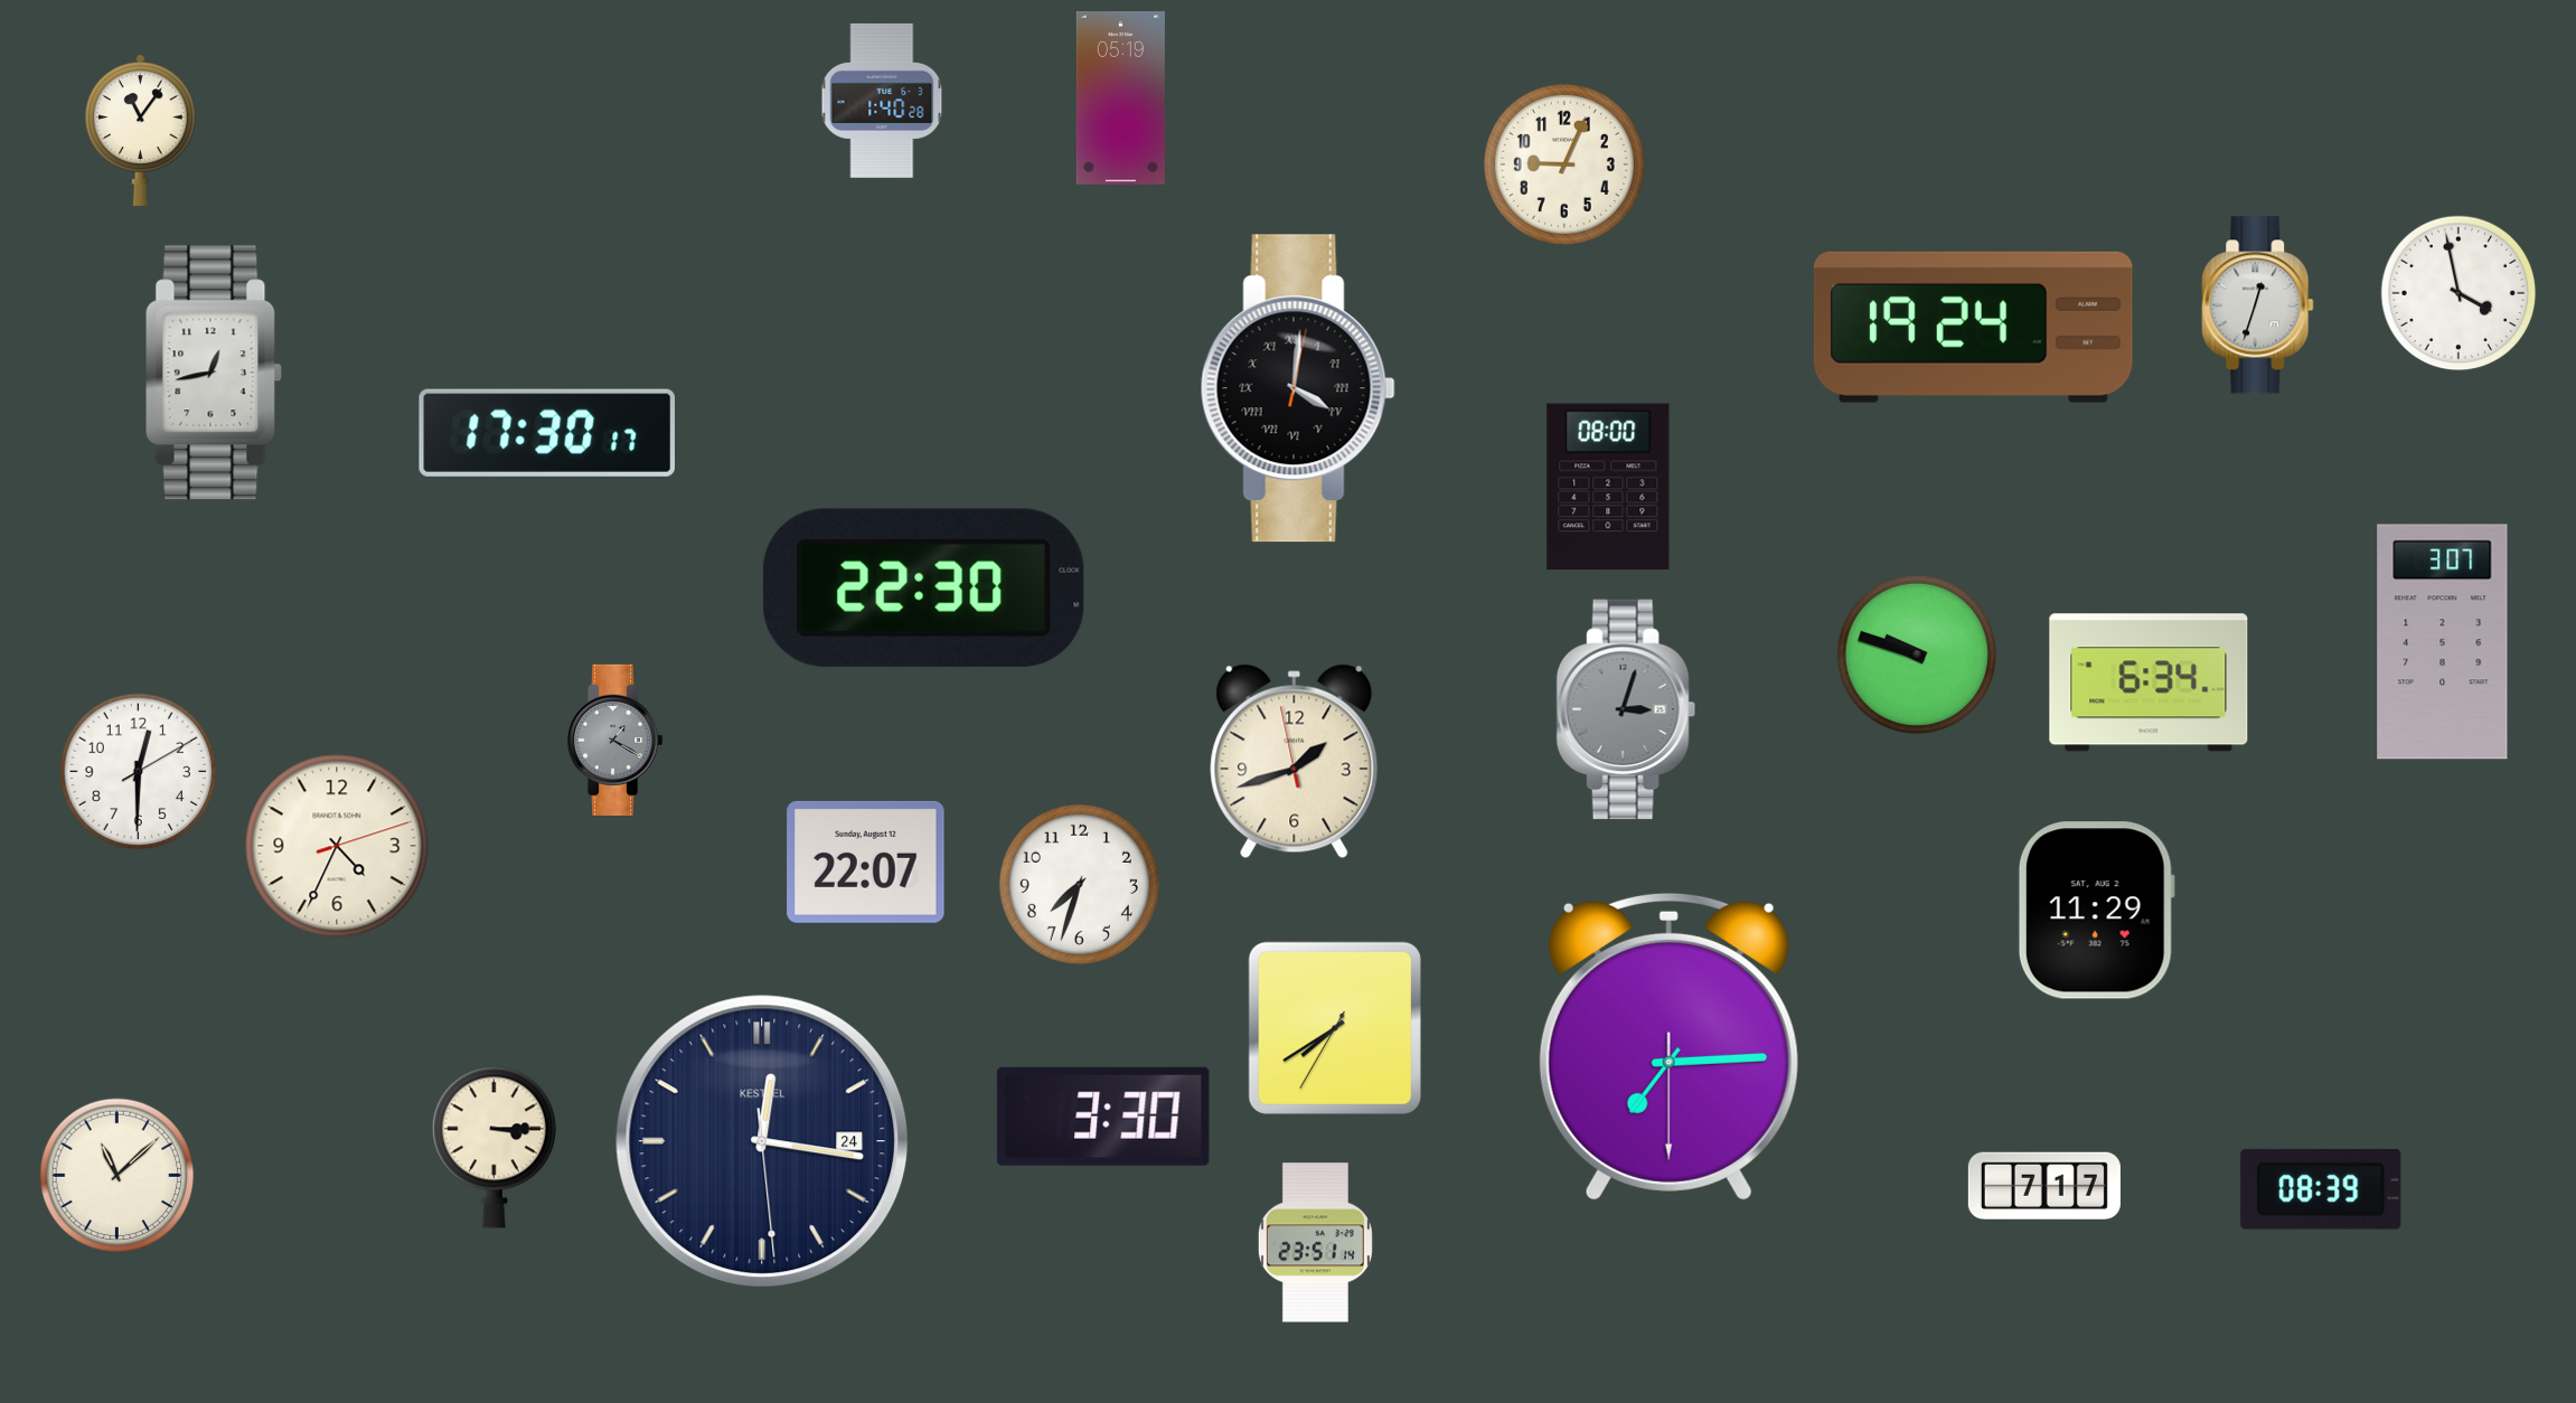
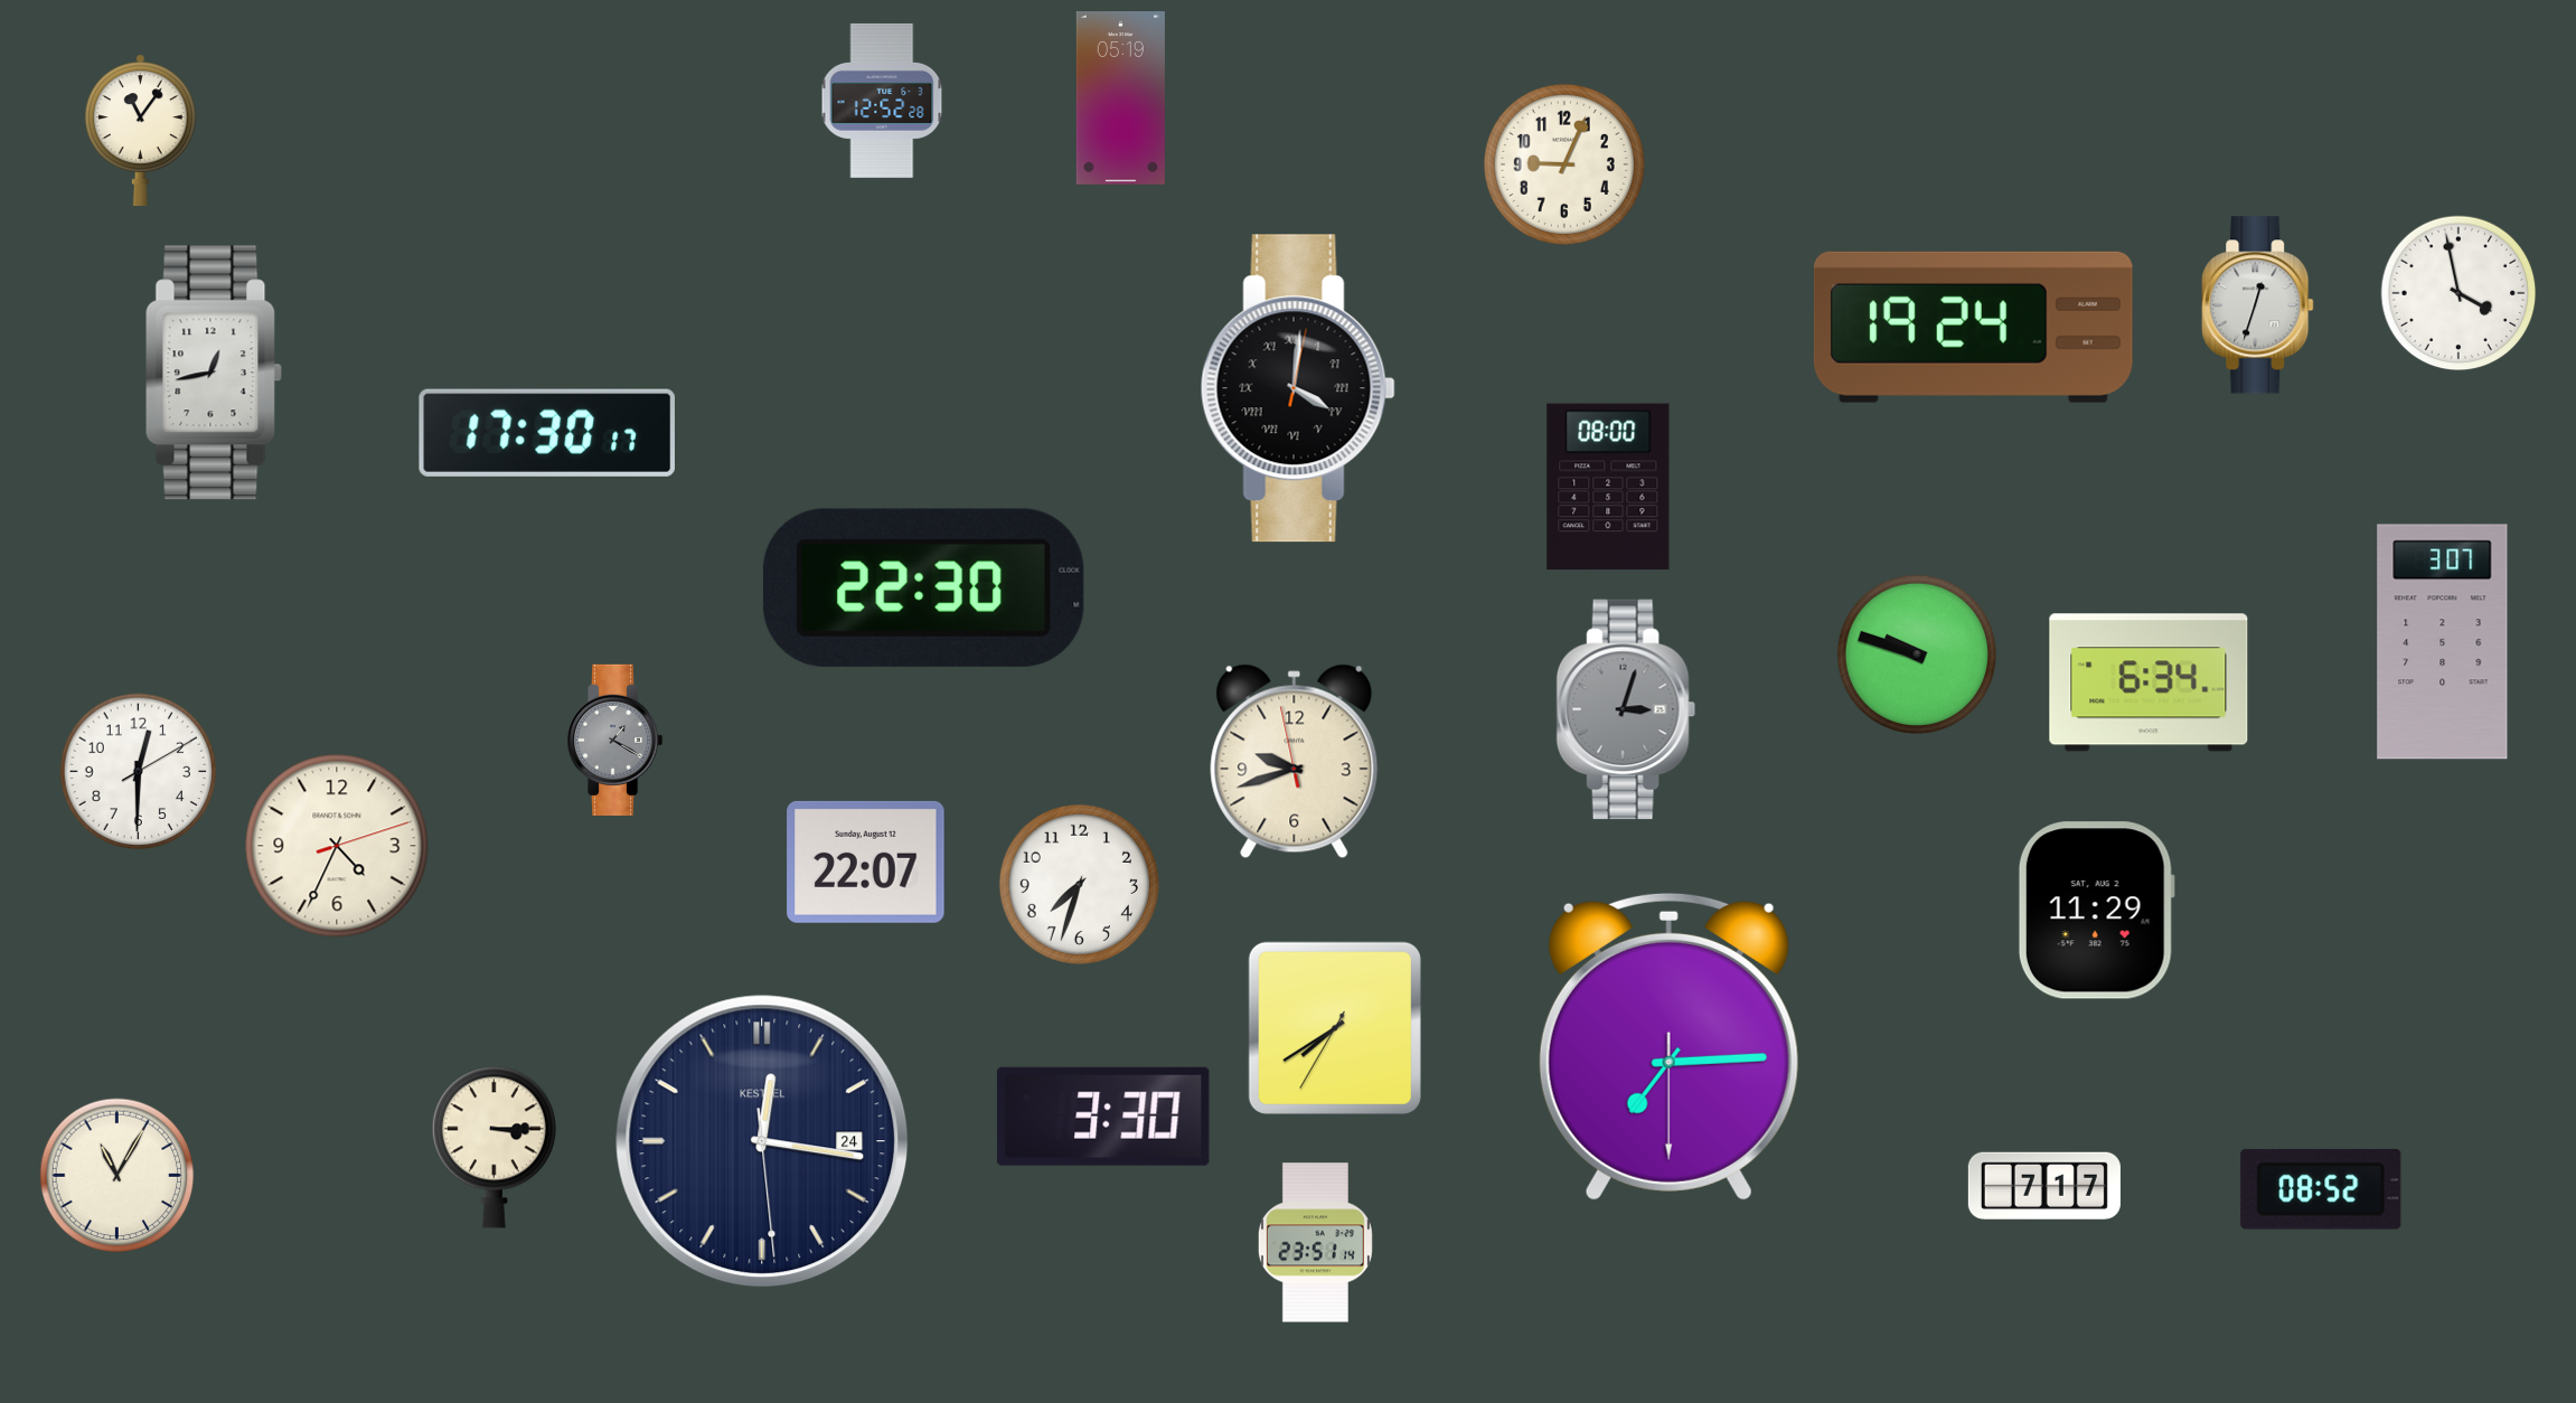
clock at (882, 101): 1:40 -> 12:52
clock at (1295, 762): 1:41 -> 9:41
clock at (117, 1176): 11:08 -> 11:05
clock at (2321, 1189): 08:39 -> 08:52
